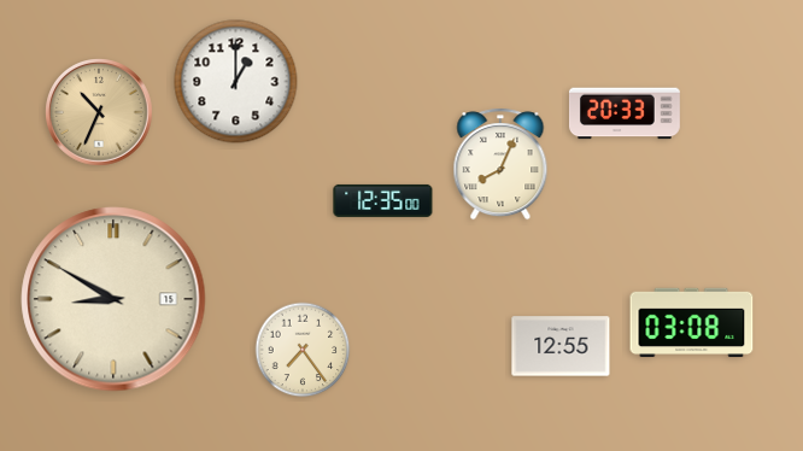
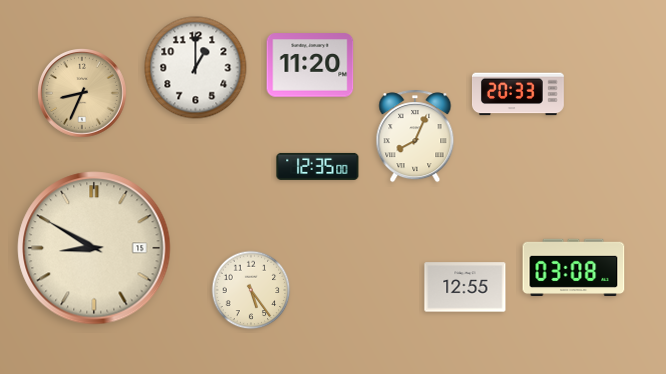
clock at (310, 65): none -> 11:20
clock at (100, 113): 10:34 -> 8:34
clock at (303, 350): 7:24 -> 5:24
